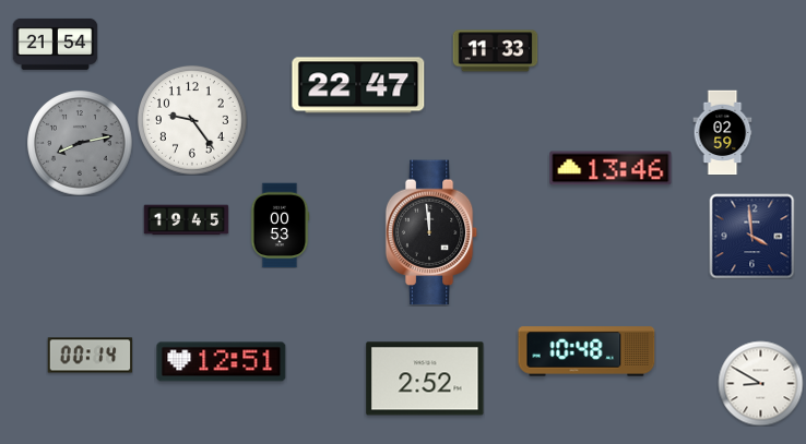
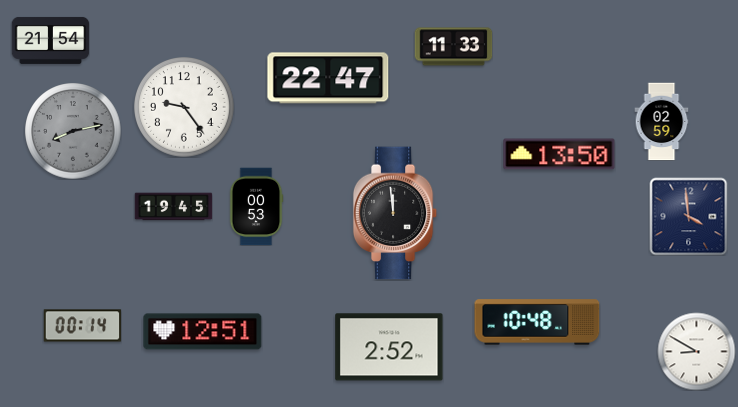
clock at (193, 121) position: (193, 121) -> (185, 108)
clock at (611, 168): 13:46 -> 13:50
clock at (186, 220) position: (186, 220) -> (173, 207)
